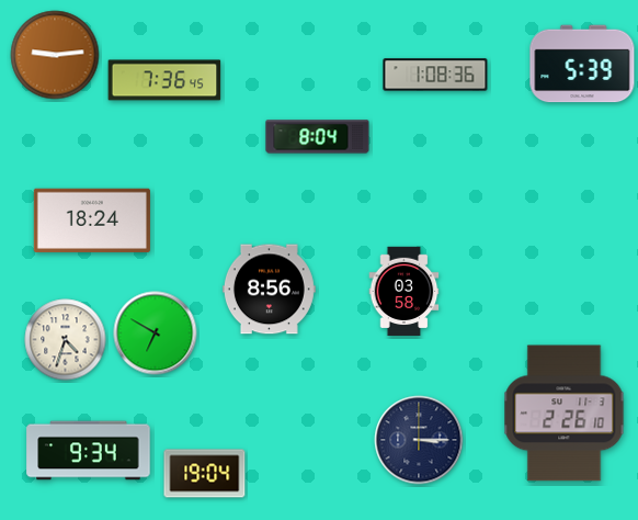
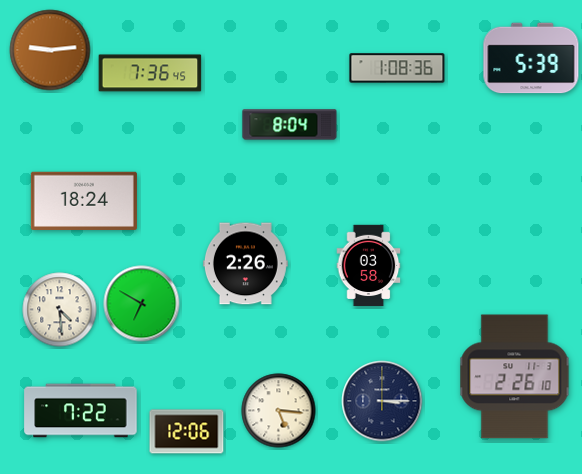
clock at (269, 290): 8:56 -> 2:26
clock at (66, 340): 4:33 -> 4:29
clock at (89, 451): 9:34 -> 7:22
clock at (279, 411): none -> 5:16
clock at (205, 474): 19:04 -> 12:06
